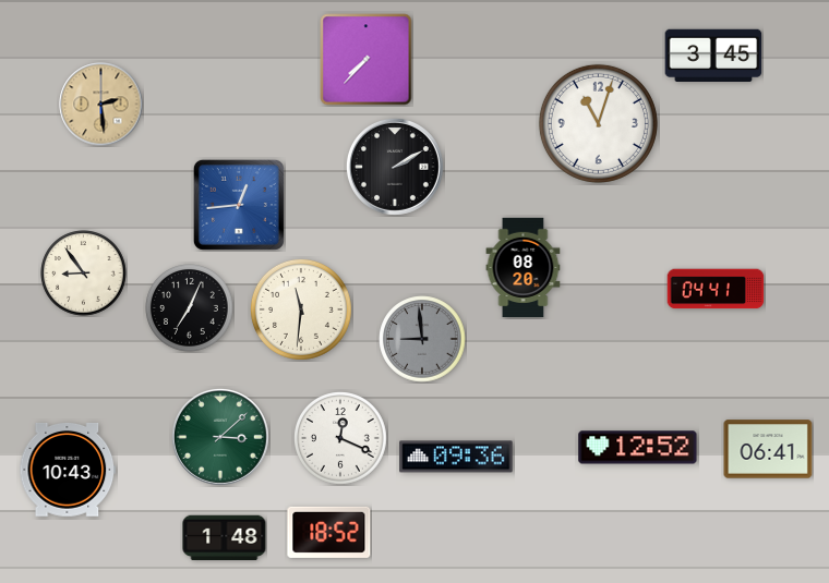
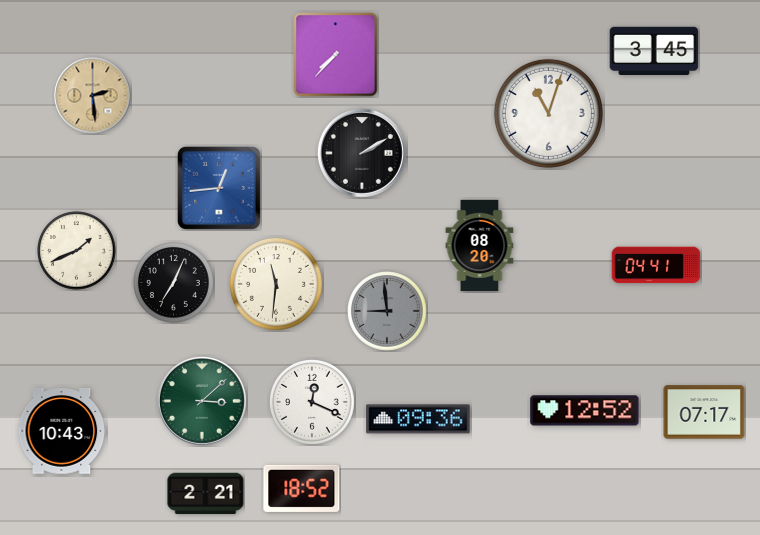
clock at (84, 274): 8:54 -> 1:41
clock at (768, 449): 06:41 -> 07:17
clock at (225, 538): 1:48 -> 2:21
